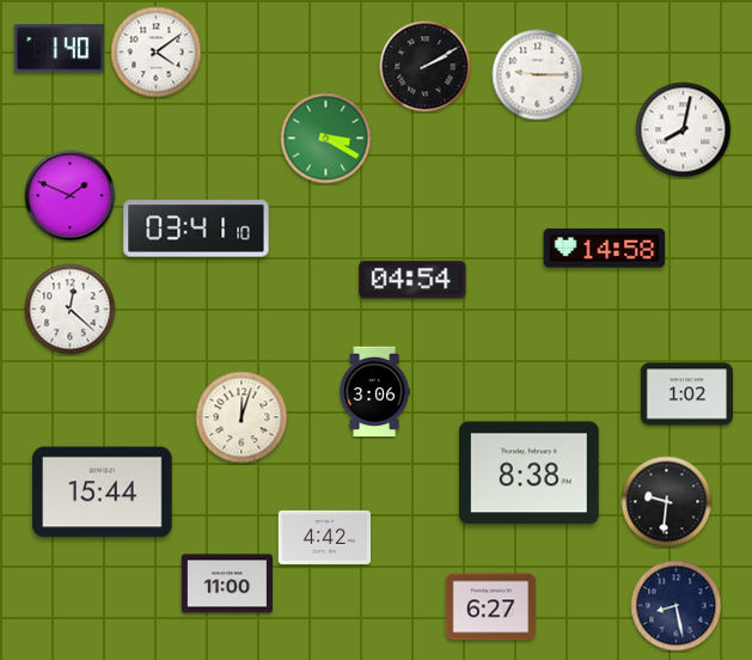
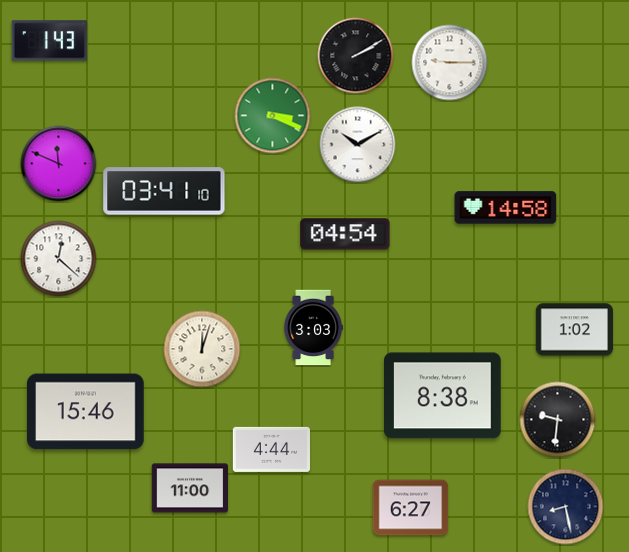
clock at (60, 49): 1:40 -> 1:43
clock at (157, 53): 4:09 -> none
clock at (684, 130): 8:02 -> none
clock at (326, 139): 3:20 -> 3:19
clock at (358, 145): none -> 10:10
clock at (71, 196): 1:49 -> 11:49
clock at (374, 392): 3:06 -> 3:03
clock at (103, 493): 15:44 -> 15:46
clock at (324, 537): 4:42 -> 4:44
